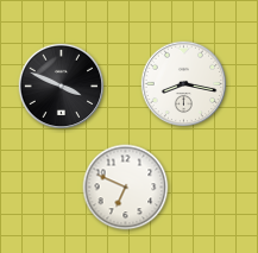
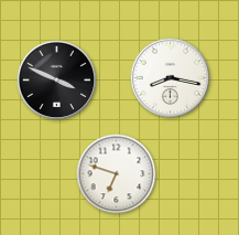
clock at (126, 188): 6:49 -> 6:48
